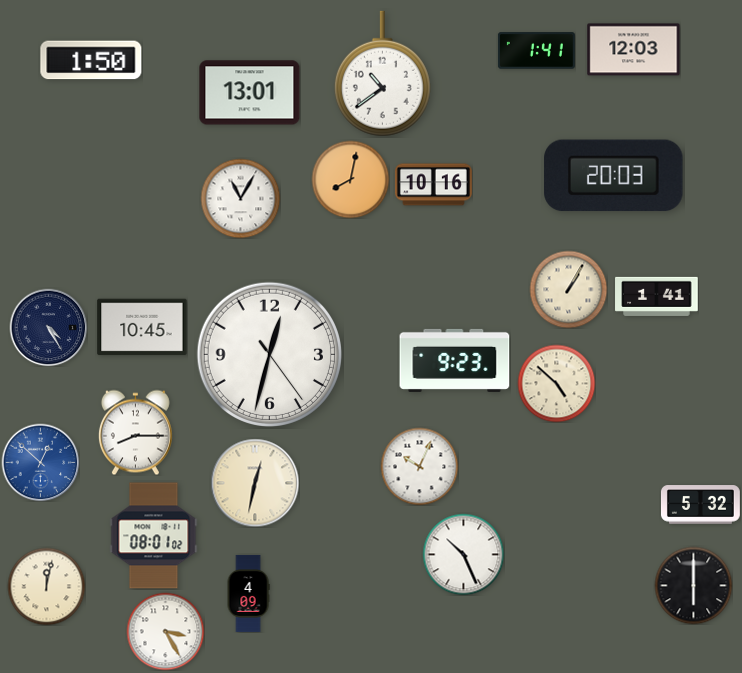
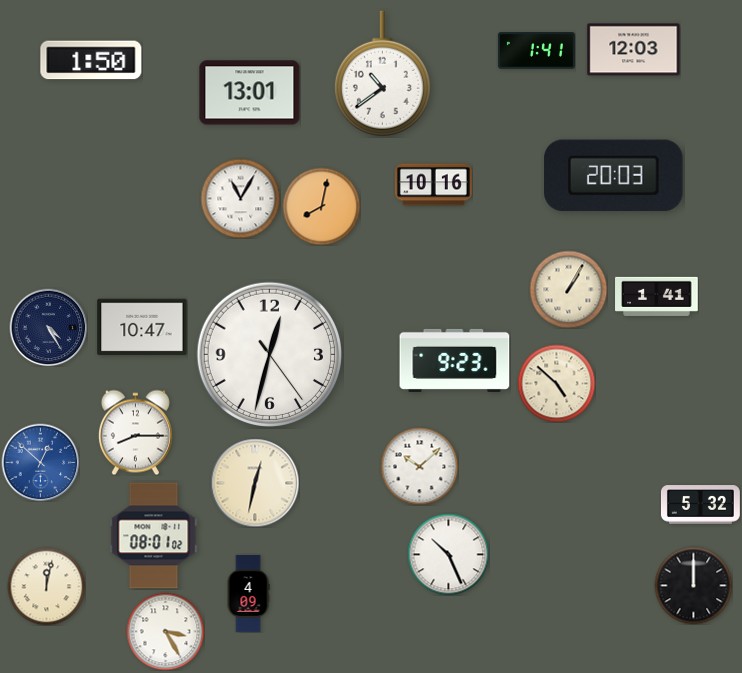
clock at (350, 179) position: (350, 179) -> (321, 206)
clock at (142, 327): 10:45 -> 10:47
clock at (419, 466): 10:04 -> 10:08
clock at (463, 554) position: (463, 554) -> (448, 554)
clock at (693, 585): 6:00 -> 12:00
